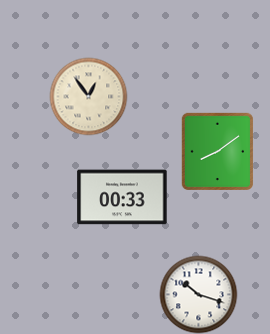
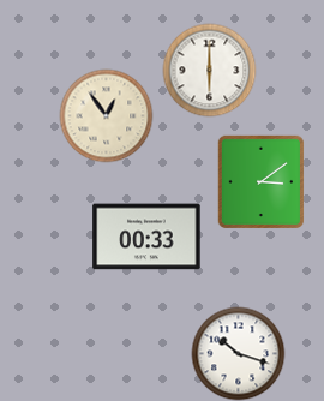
clock at (209, 70): none -> 6:00
clock at (217, 151): 8:09 -> 3:09
